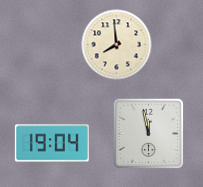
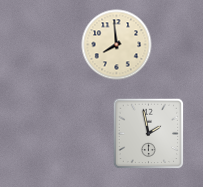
clock at (149, 134): 11:58 -> 1:58
clock at (52, 143): 19:04 -> none
